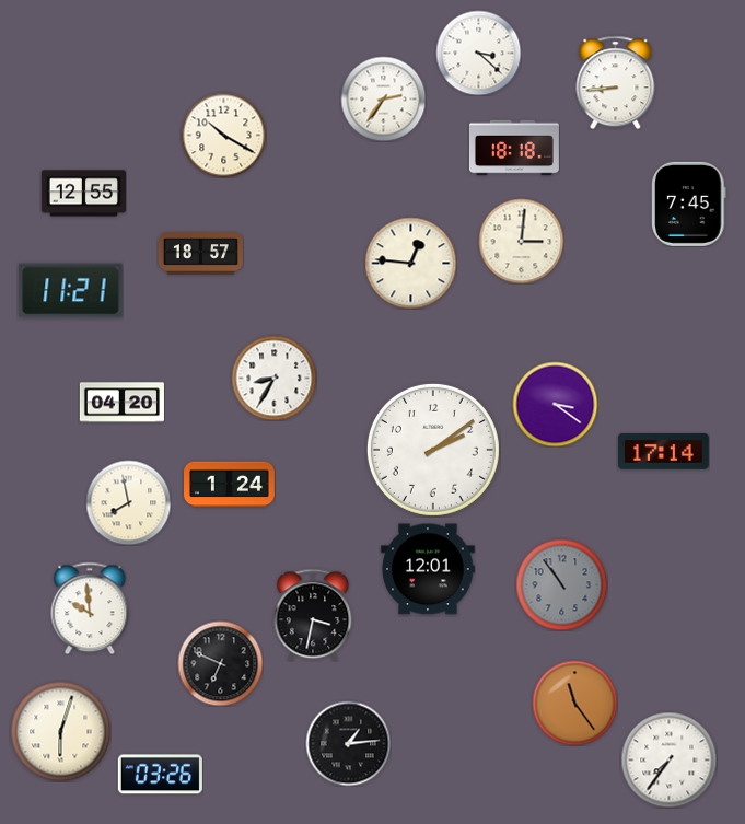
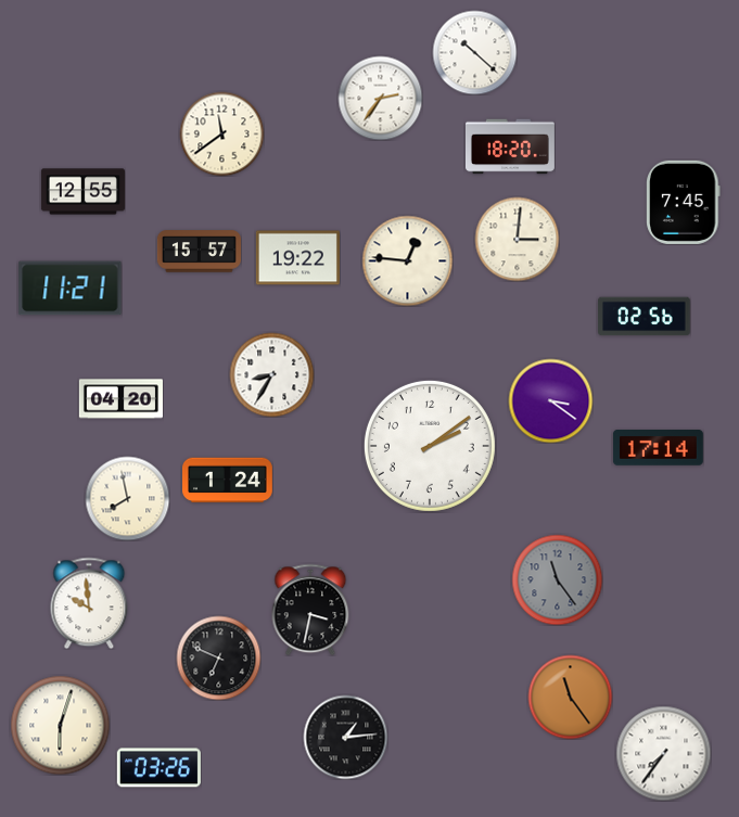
clock at (478, 53): 3:22 -> 10:22
clock at (616, 82): 8:44 -> none
clock at (223, 135): 10:20 -> 11:39
clock at (514, 148): 18:18 -> 18:20
clock at (200, 254): 18:57 -> 15:57
clock at (297, 258): none -> 19:22
clock at (645, 317): none -> 02:56
clock at (428, 569): 12:01 -> none
clock at (561, 584): 10:54 -> 11:24
